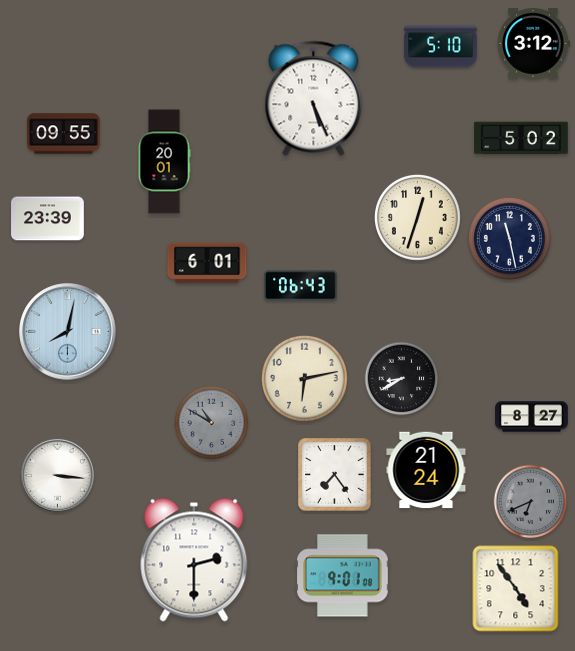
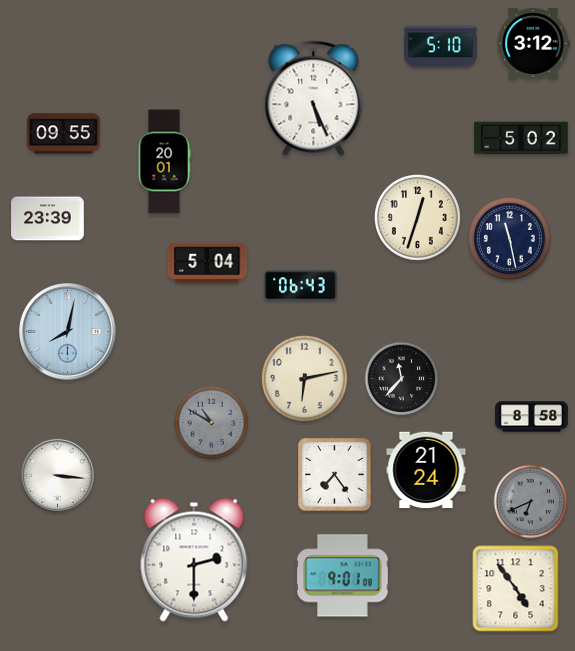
clock at (207, 263): 6:01 -> 5:04
clock at (402, 379): 8:40 -> 11:37
clock at (532, 417): 8:27 -> 8:58
